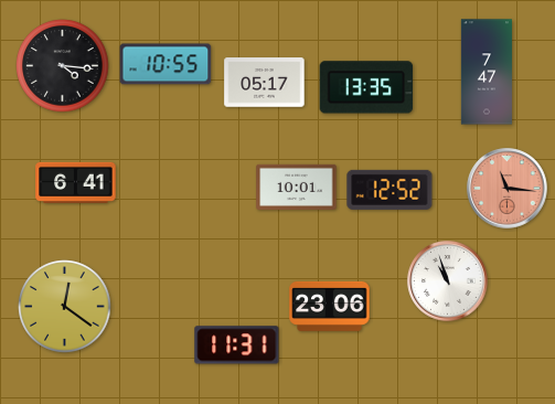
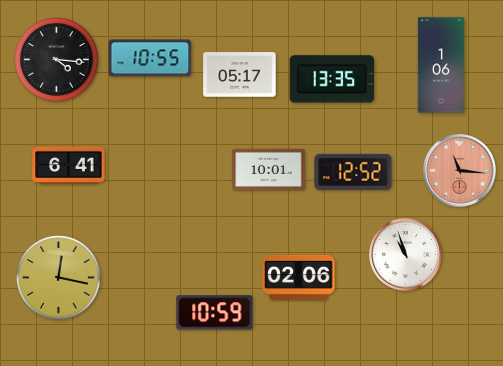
clock at (485, 72): 7:47 -> 1:06
clock at (330, 306): 23:06 -> 02:06
clock at (65, 307): 12:21 -> 12:17
clock at (237, 345): 11:31 -> 10:59
